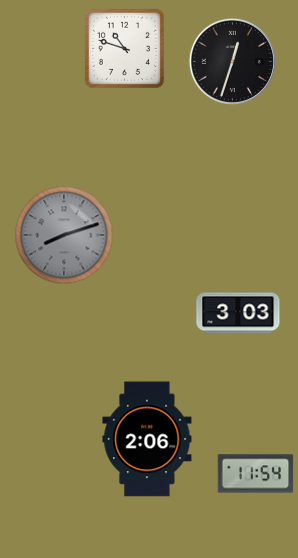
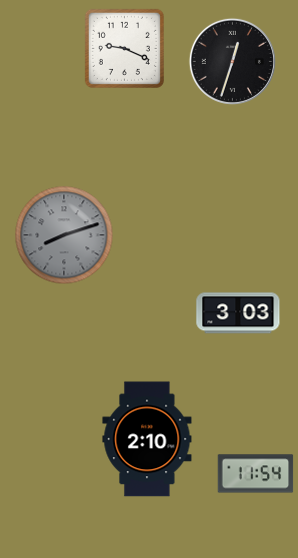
clock at (124, 48): 10:48 -> 9:19
clock at (147, 439): 2:06 -> 2:10
